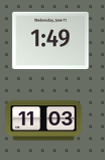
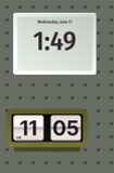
clock at (44, 121): 11:03 -> 11:05
